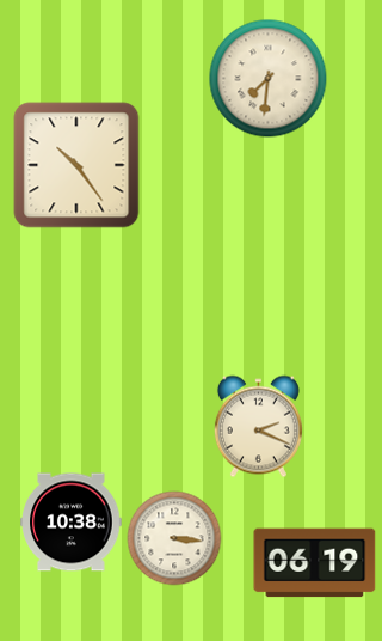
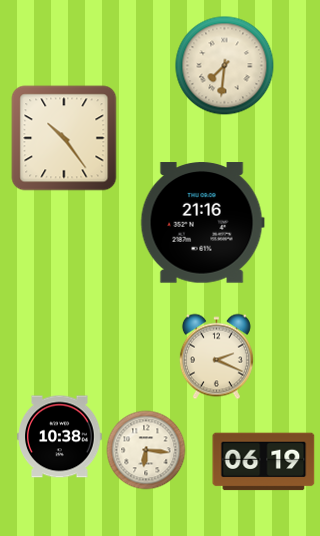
clock at (202, 223): none -> 21:16
clock at (174, 538): 3:16 -> 6:16
clock at (315, 563) position: (315, 563) -> (264, 462)
